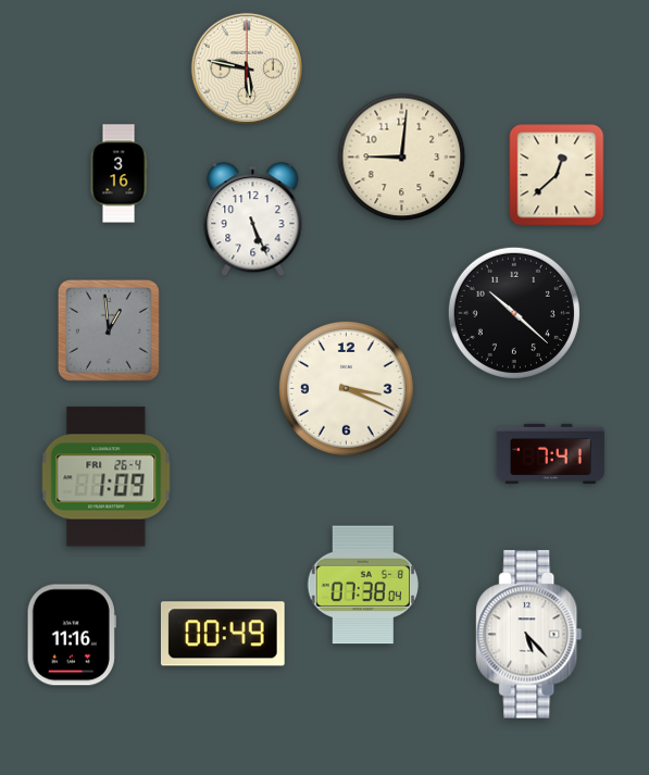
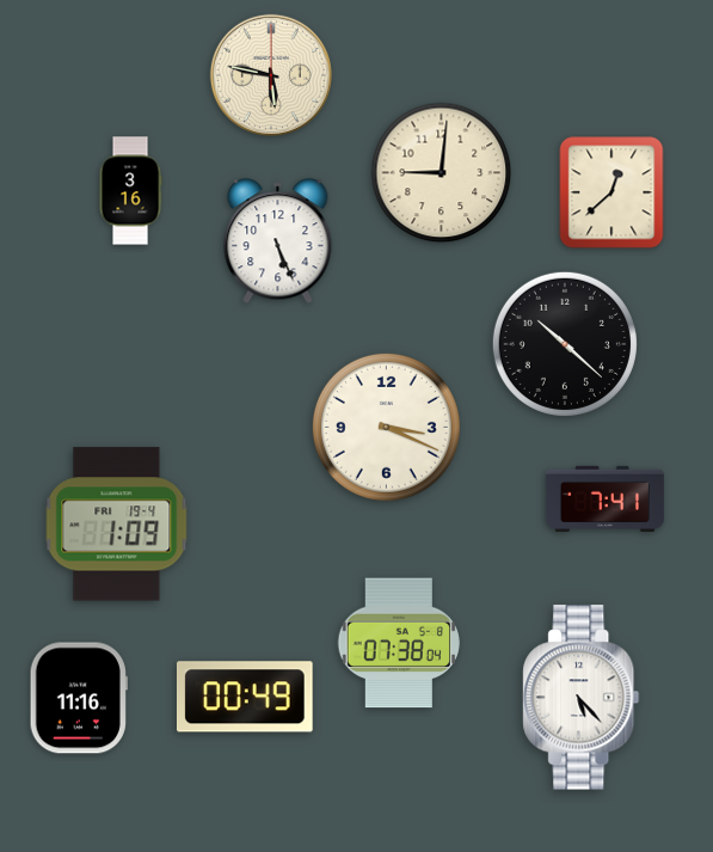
clock at (109, 330): 12:59 -> none
clock at (346, 388) position: (346, 388) -> (386, 427)
clock at (107, 477) date: FRI 26-4 -> FRI 19-4
